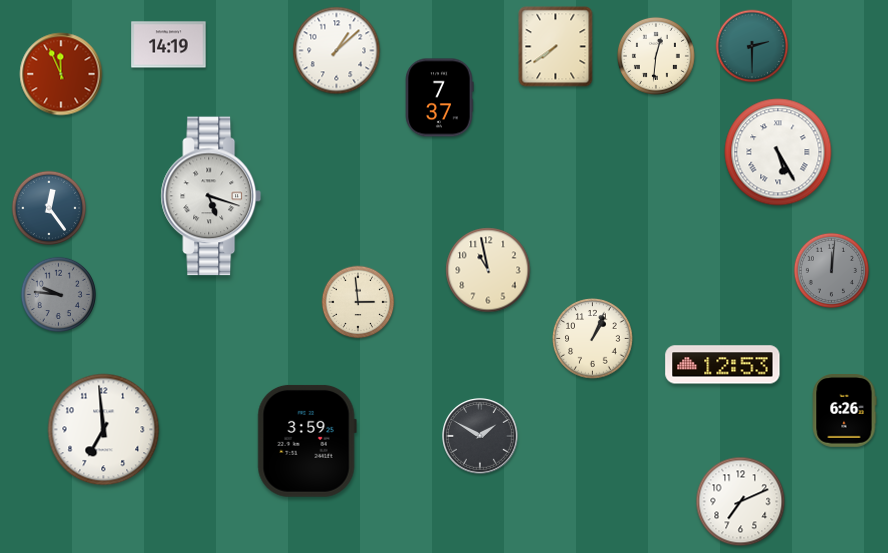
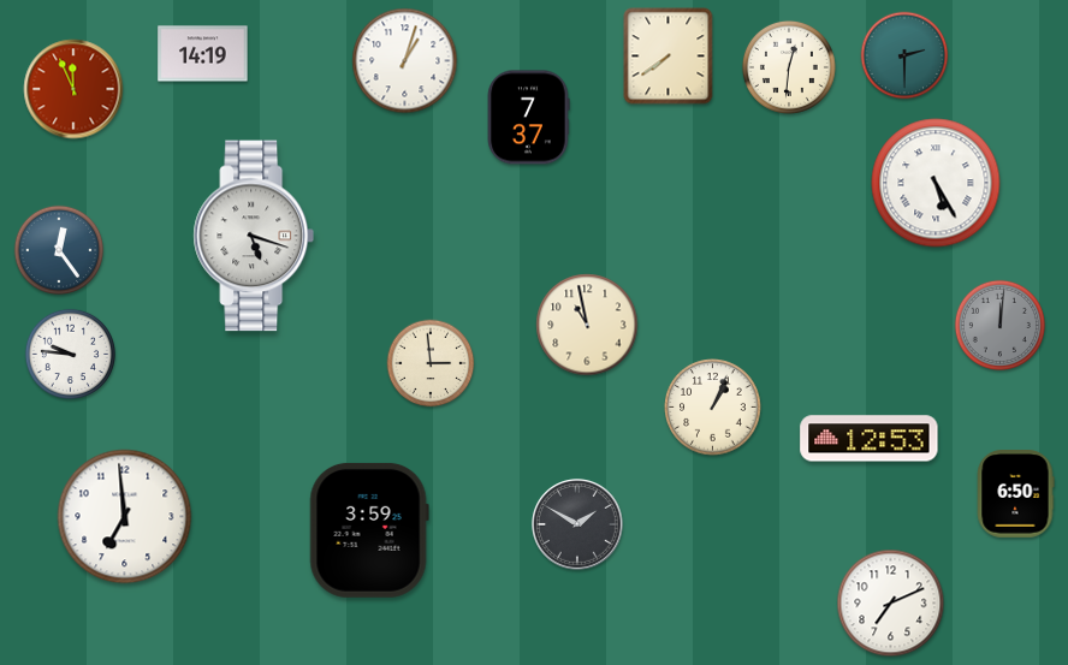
clock at (337, 51): 1:08 -> 1:03
clock at (58, 294) dial: grey -> white
clock at (844, 411): 6:26 -> 6:50
